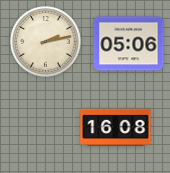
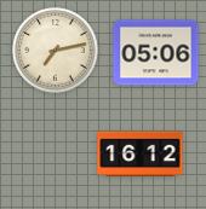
clock at (46, 42): 2:13 -> 7:13
clock at (116, 127): 16:08 -> 16:12
